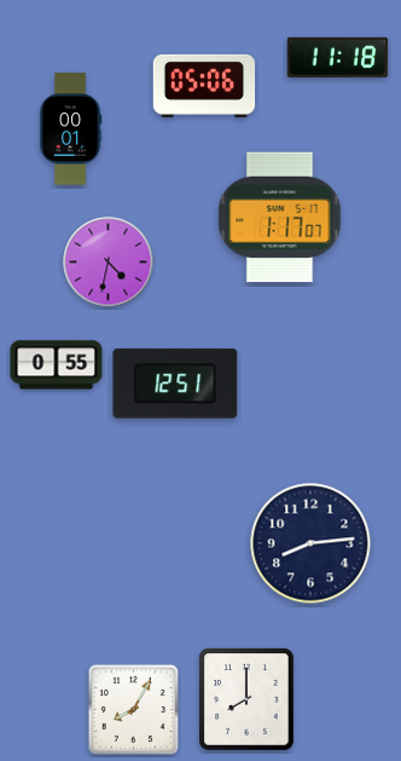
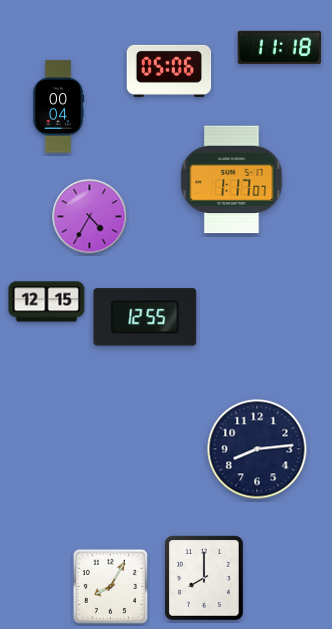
clock at (70, 129): 00:01 -> 00:04
clock at (109, 263): 4:32 -> 4:35
clock at (57, 365): 0:55 -> 12:15
clock at (175, 384): 12:51 -> 12:55
